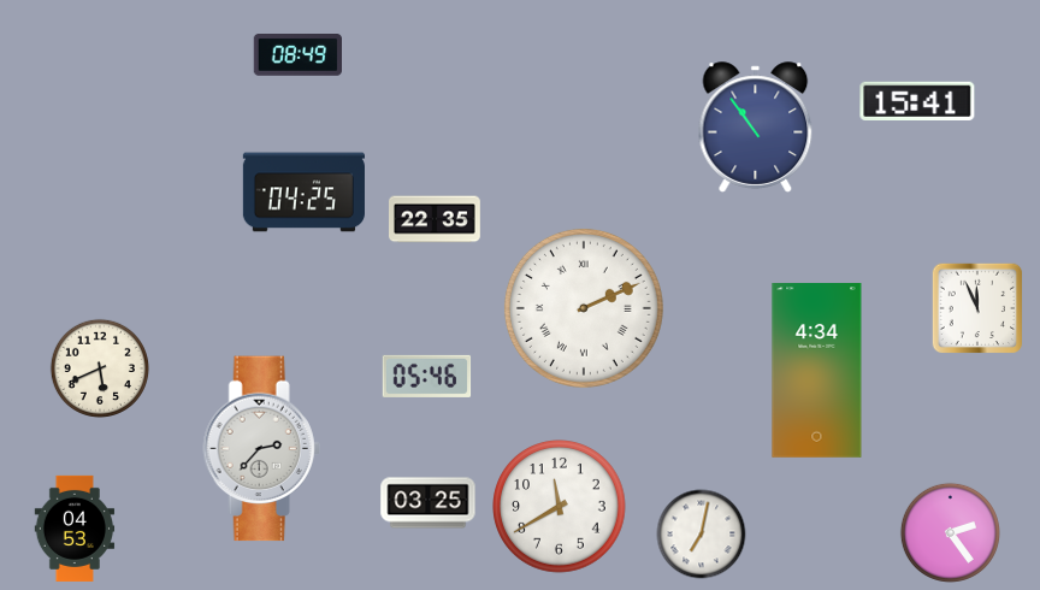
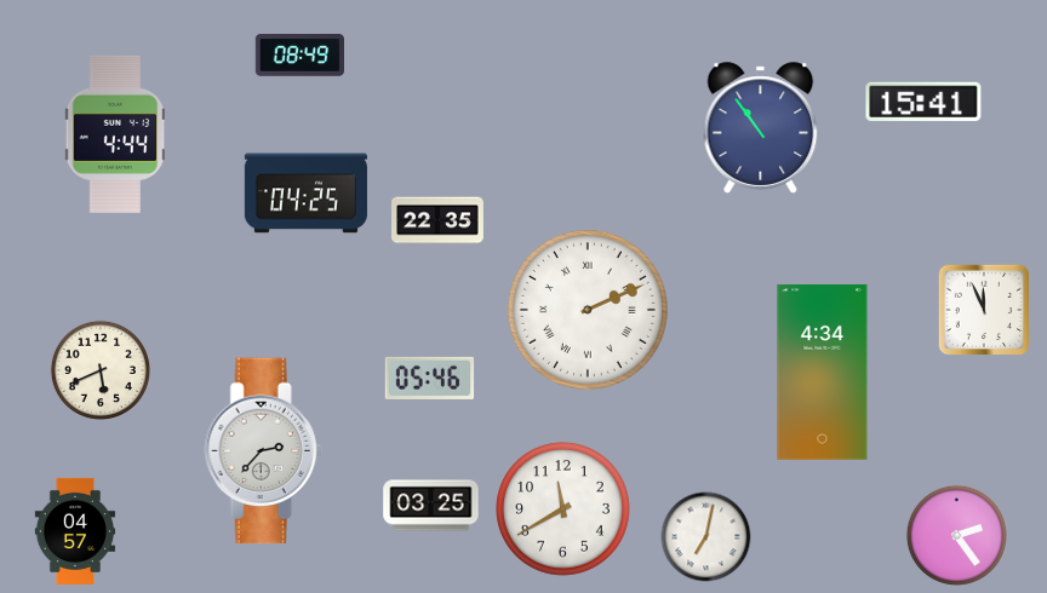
clock at (115, 134): none -> 4:44
clock at (75, 529): 04:53 -> 04:57
